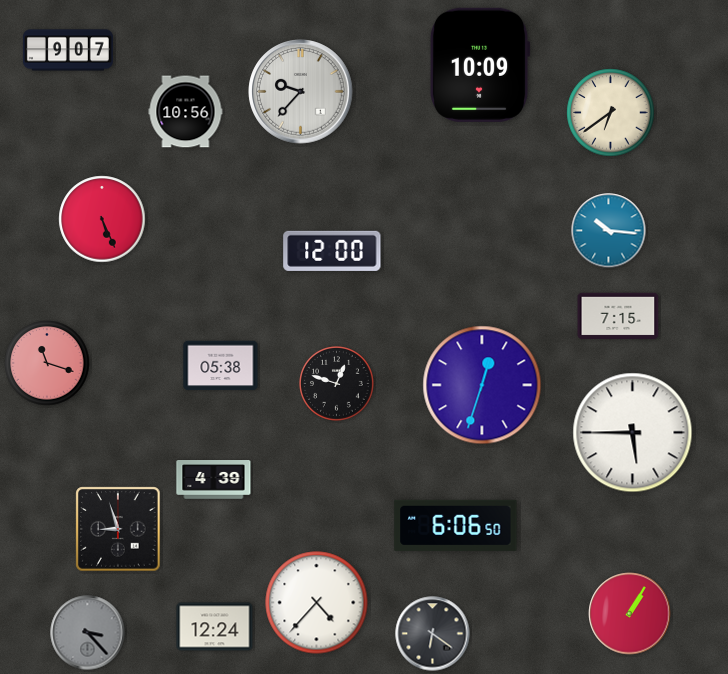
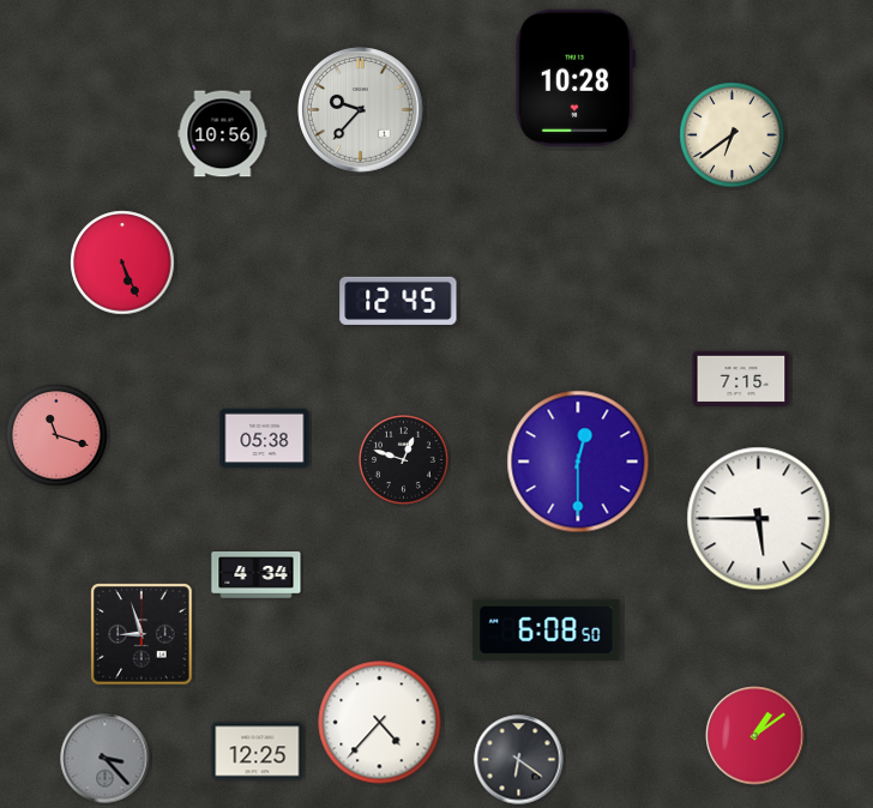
clock at (68, 50): 9:07 -> none
clock at (480, 65): 10:09 -> 10:28
clock at (609, 231): 10:16 -> none
clock at (332, 251): 12:00 -> 12:45
clock at (482, 385): 12:33 -> 12:30
clock at (214, 480): 4:39 -> 4:34
clock at (456, 525): 6:06 -> 6:08
clock at (630, 614): 1:05 -> 1:09
clock at (215, 627): 12:24 -> 12:25
